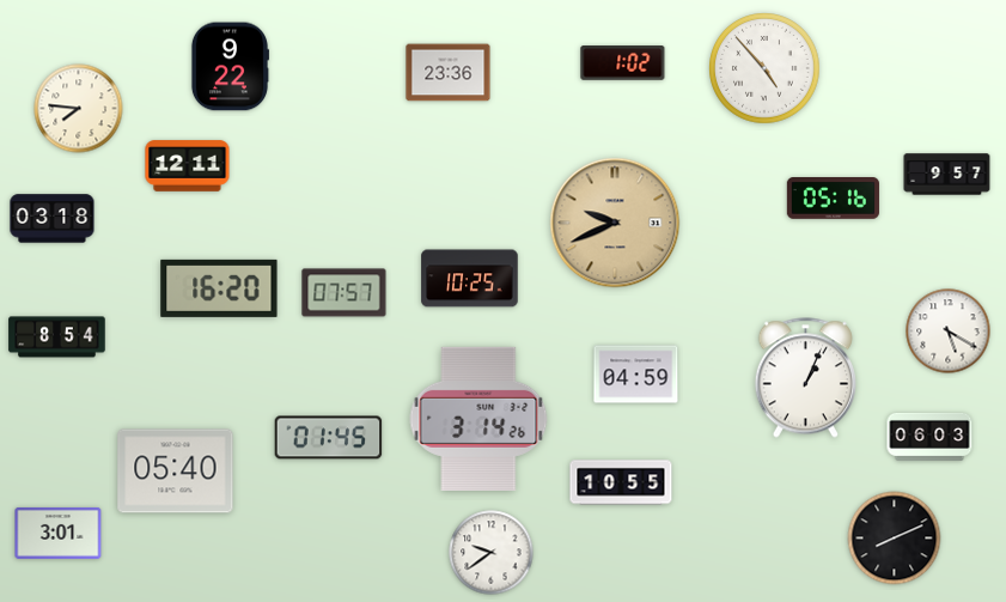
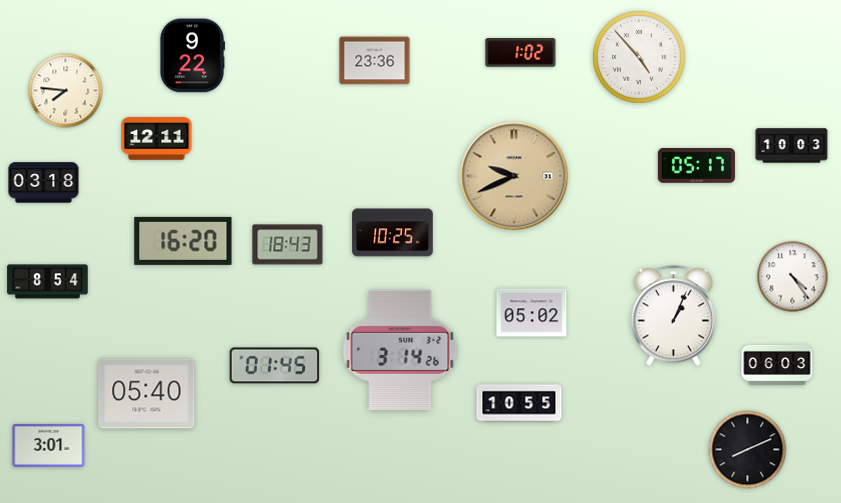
clock at (947, 175): 9:57 -> 10:03
clock at (833, 199): 05:16 -> 05:17
clock at (615, 223) position: (615, 223) -> (514, 176)
clock at (345, 293): 07:57 -> 18:43
clock at (949, 332): 5:20 -> 4:24
clock at (636, 375): 04:59 -> 05:02
clock at (492, 553): 9:39 -> none
